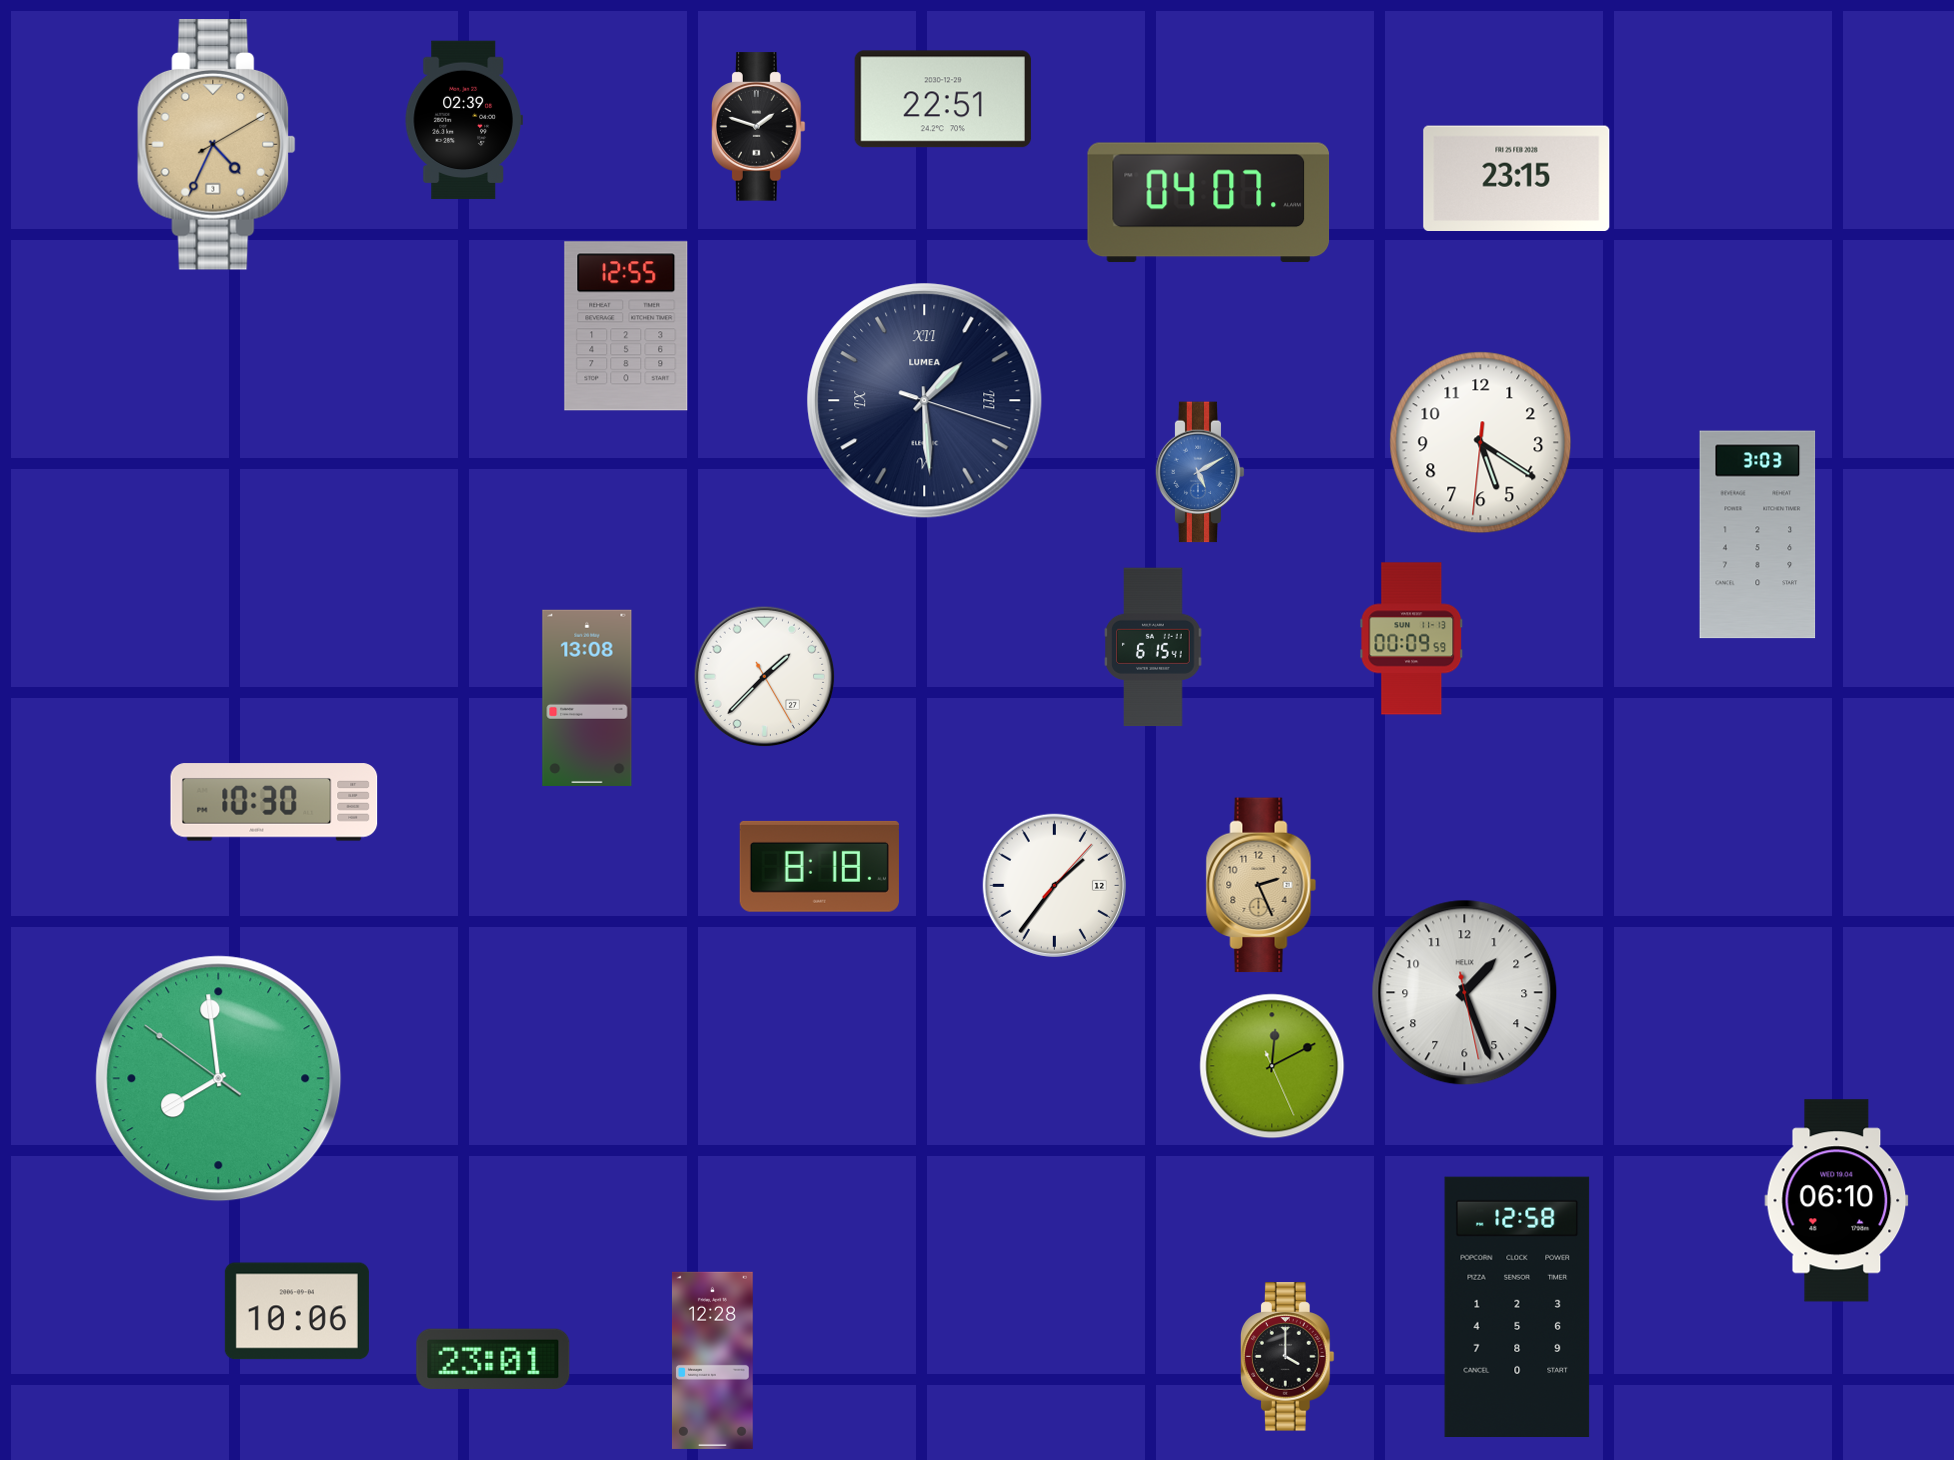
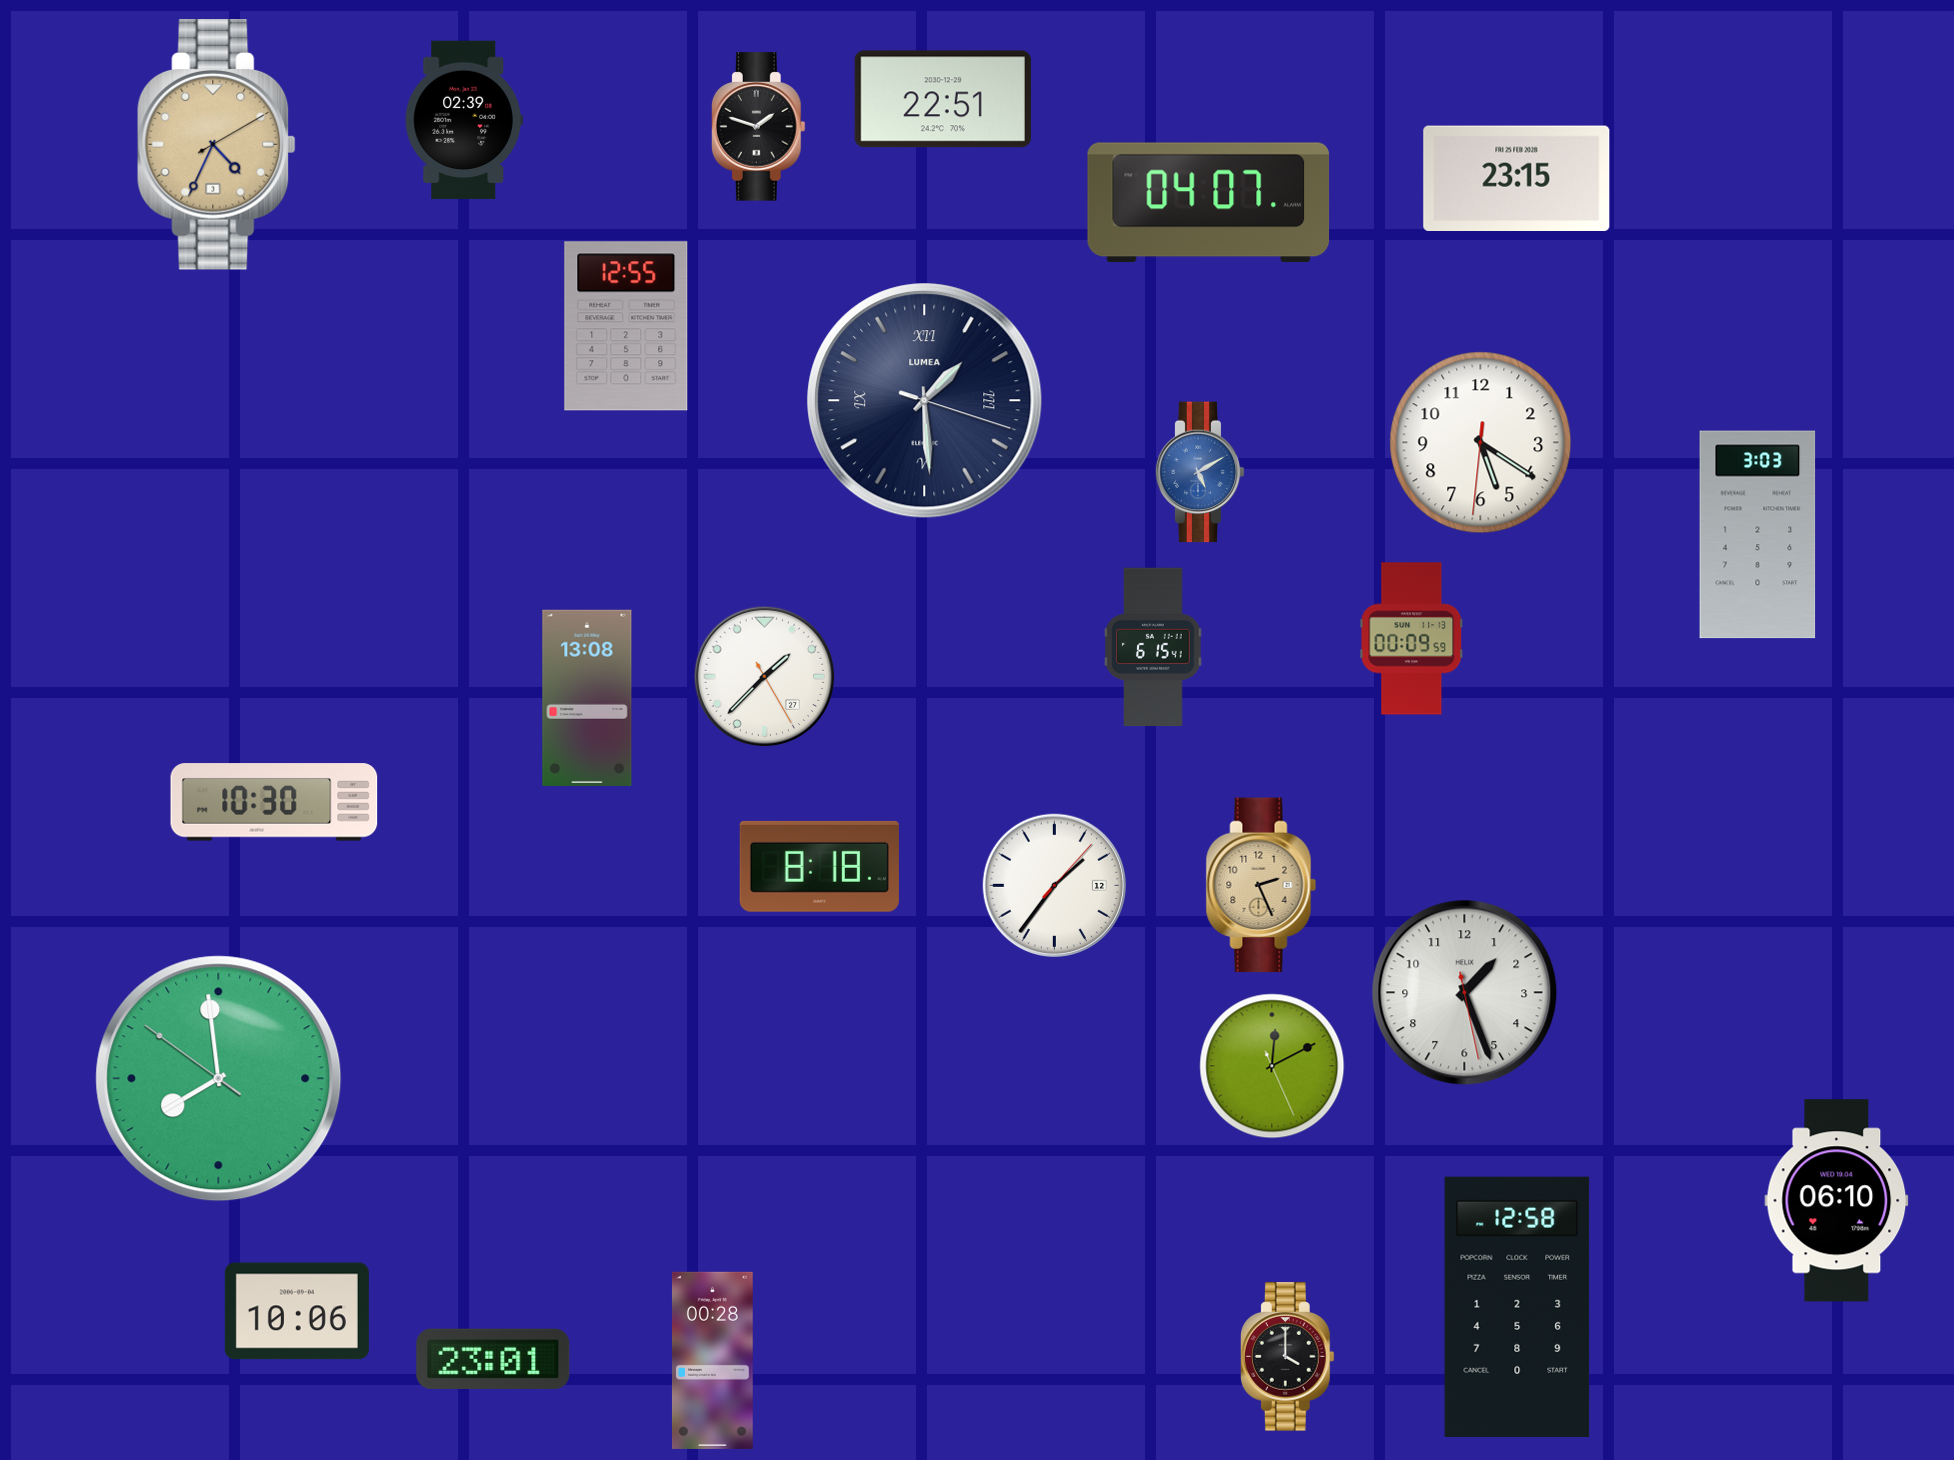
clock at (713, 1360): 12:28 -> 00:28
